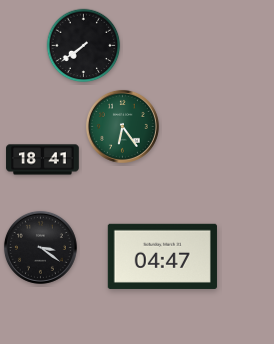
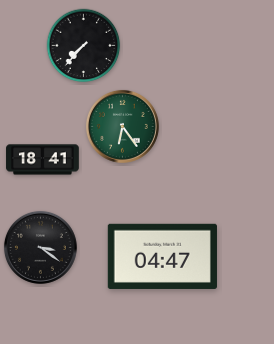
clock at (84, 46): 7:39 -> 7:37
